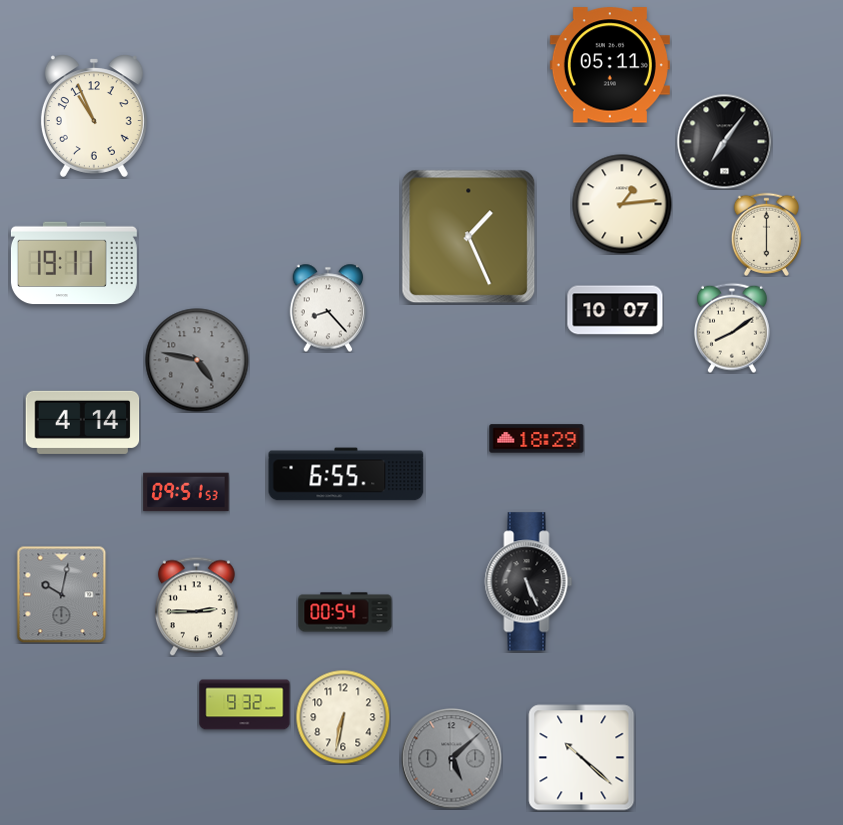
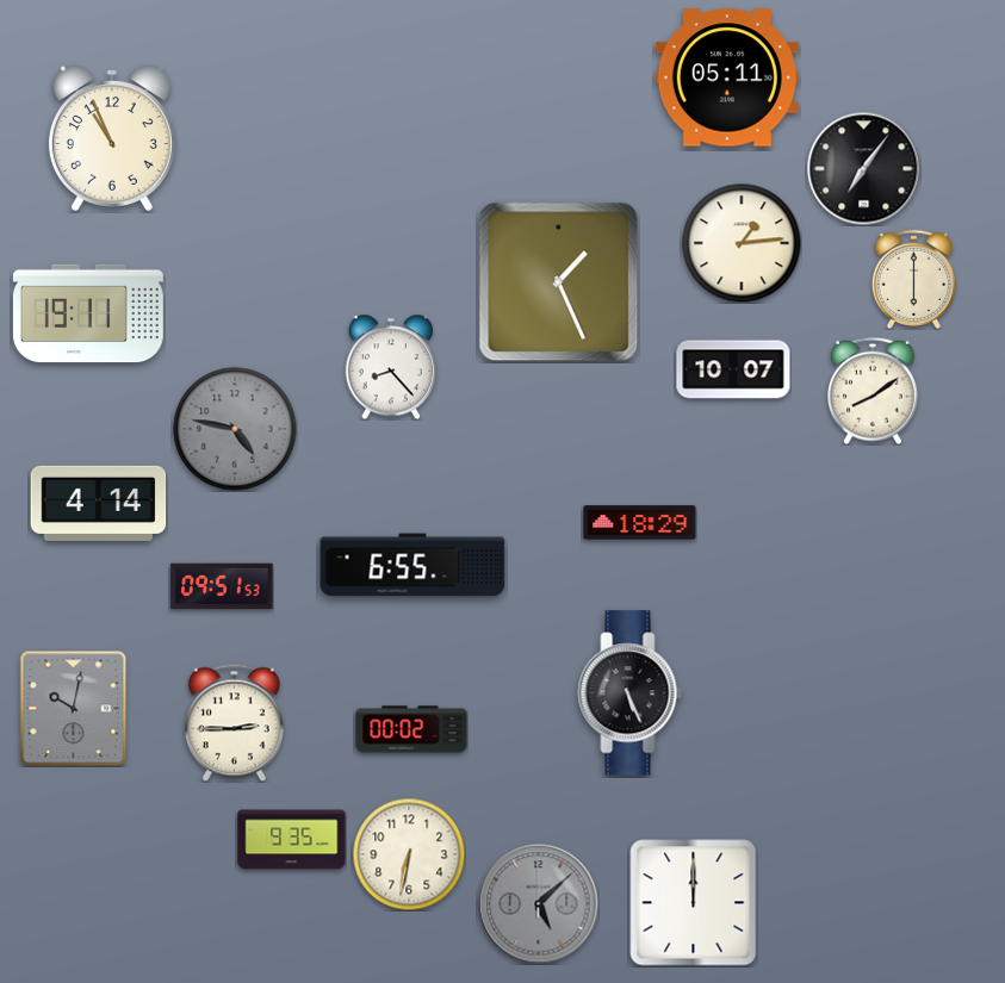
clock at (345, 612): 00:54 -> 00:02
clock at (245, 705): 9:32 -> 9:35
clock at (582, 758): 10:22 -> 12:00
